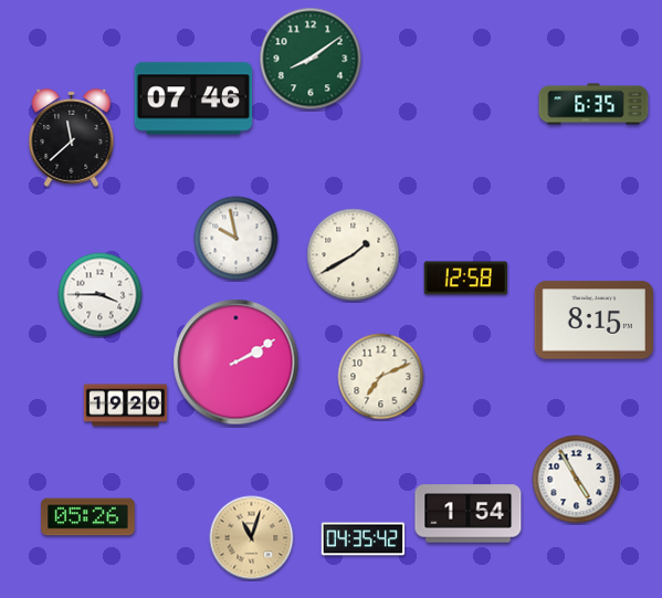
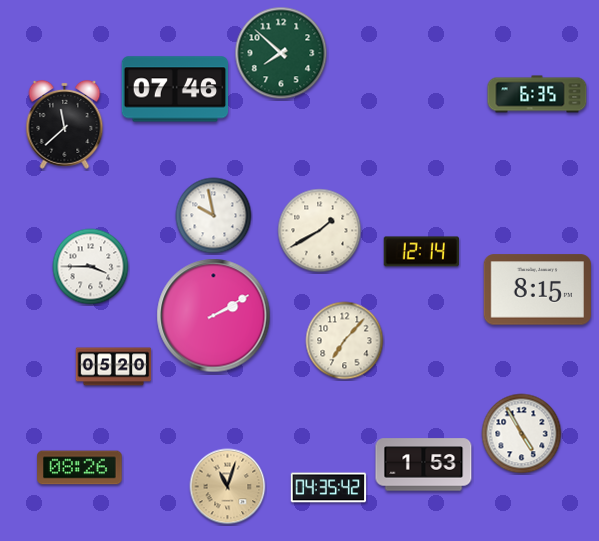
clock at (311, 59): 8:09 -> 7:52
clock at (465, 279): 12:58 -> 12:14
clock at (237, 363) position: (237, 363) -> (214, 316)
clock at (381, 377): 7:11 -> 7:07
clock at (126, 406): 19:20 -> 05:20
clock at (469, 514): 1:54 -> 1:53
clock at (88, 517): 05:26 -> 08:26
